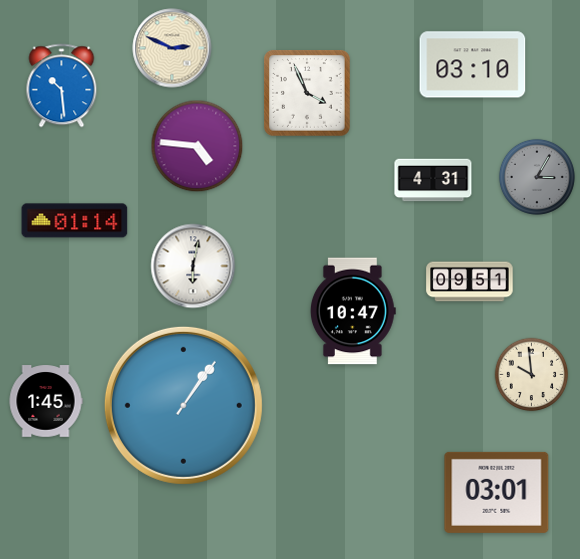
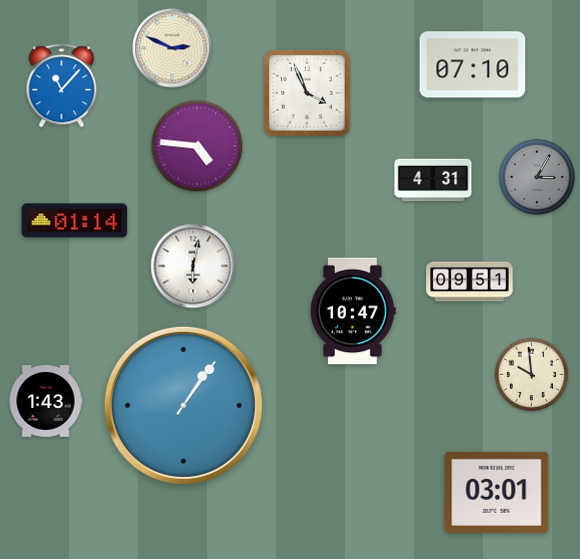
clock at (473, 65): 03:10 -> 07:10
clock at (62, 86): 10:29 -> 11:07
clock at (46, 401): 1:45 -> 1:43
